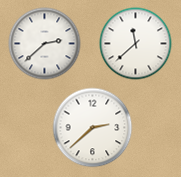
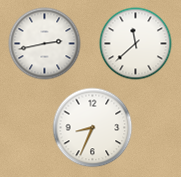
clock at (45, 44): 2:38 -> 2:43
clock at (93, 128): 2:38 -> 8:34
